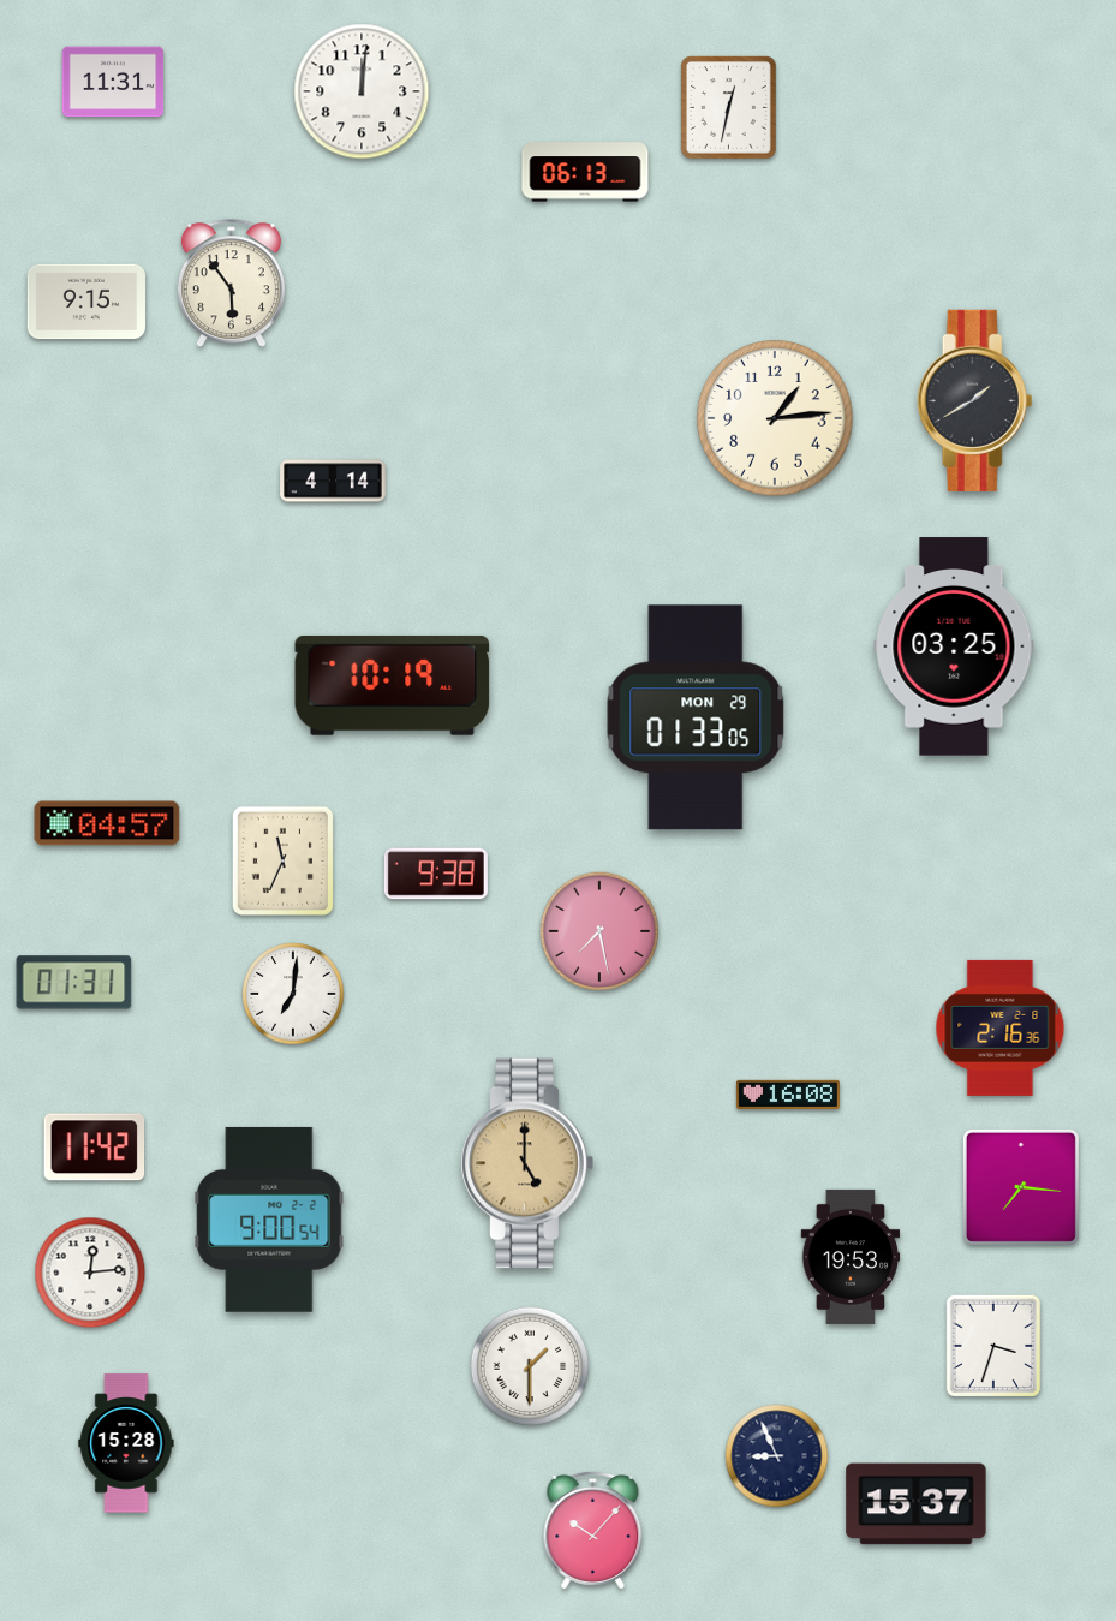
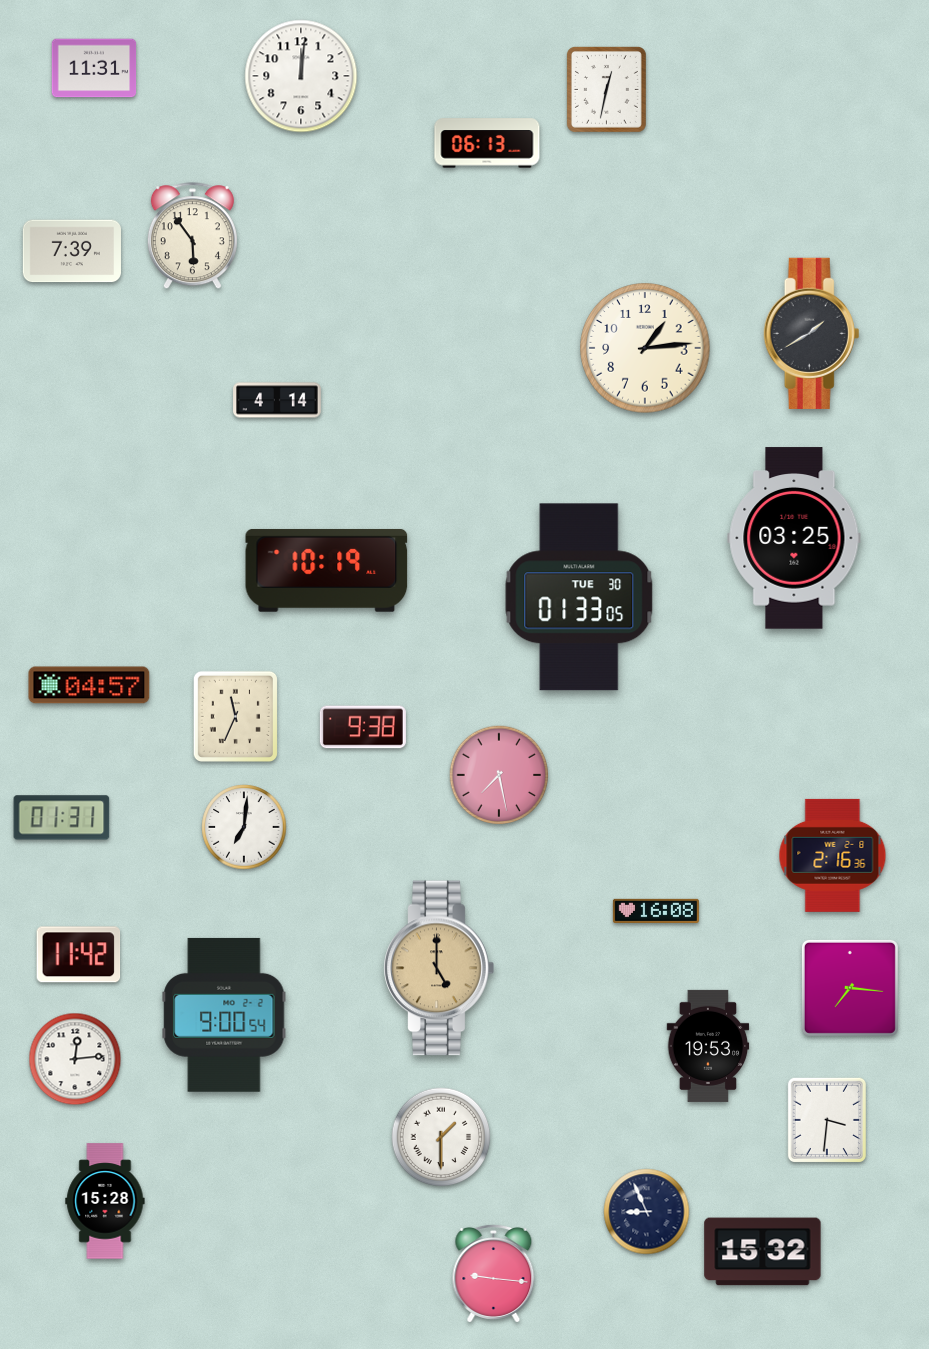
clock at (85, 302): 9:15 -> 7:39
clock at (696, 717) date: MON 29 -> TUE 30
clock at (993, 1345): 3:33 -> 3:31
clock at (917, 1504): 15:37 -> 15:32
clock at (593, 1530): 10:07 -> 9:16
